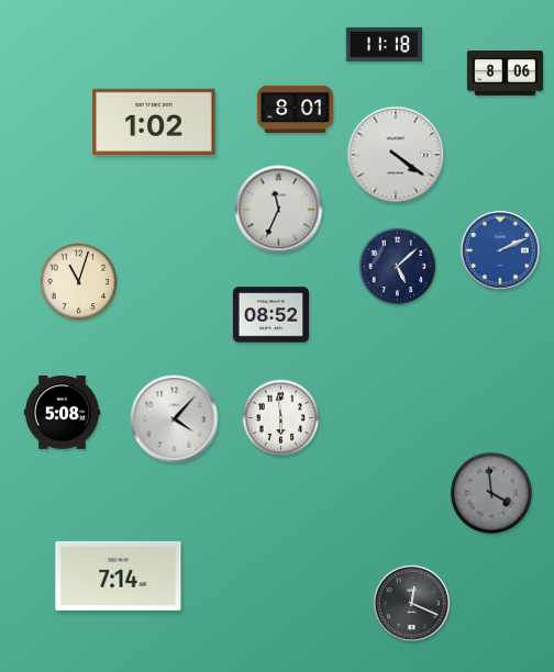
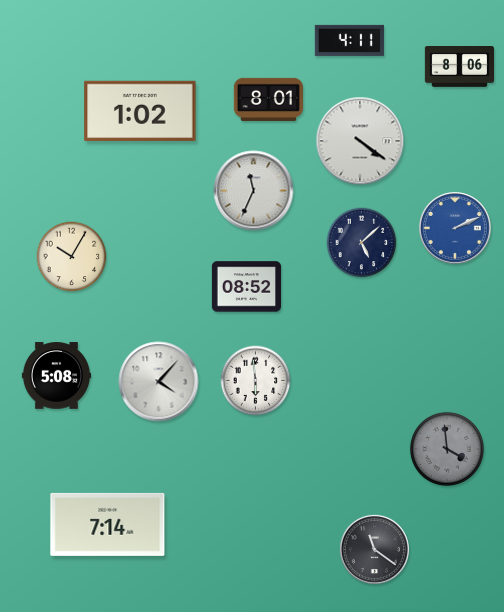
clock at (384, 44): 11:18 -> 4:11
clock at (79, 282): 11:03 -> 10:05
clock at (411, 603): 12:19 -> 11:21
